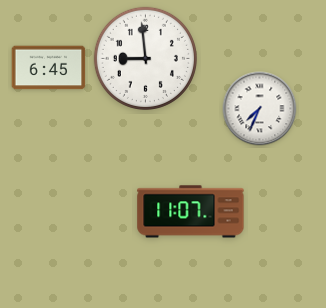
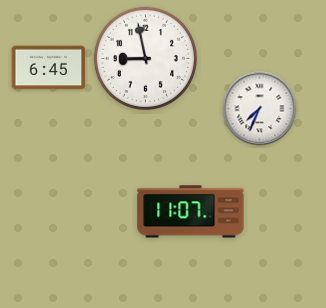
clock at (145, 58): 8:59 -> 8:58
